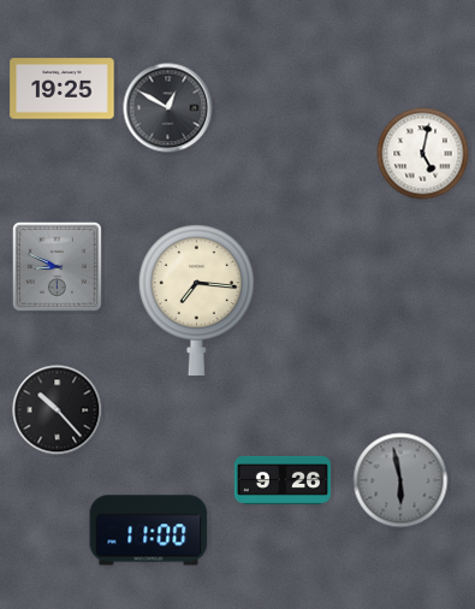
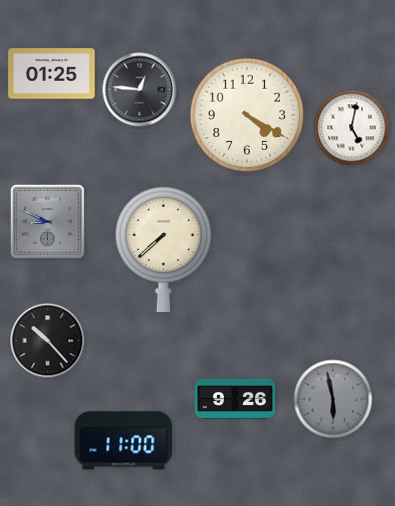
clock at (63, 89): 19:25 -> 01:25
clock at (168, 108): 12:50 -> 12:46
clock at (247, 115): none -> 4:20
clock at (196, 300): 7:16 -> 7:38
